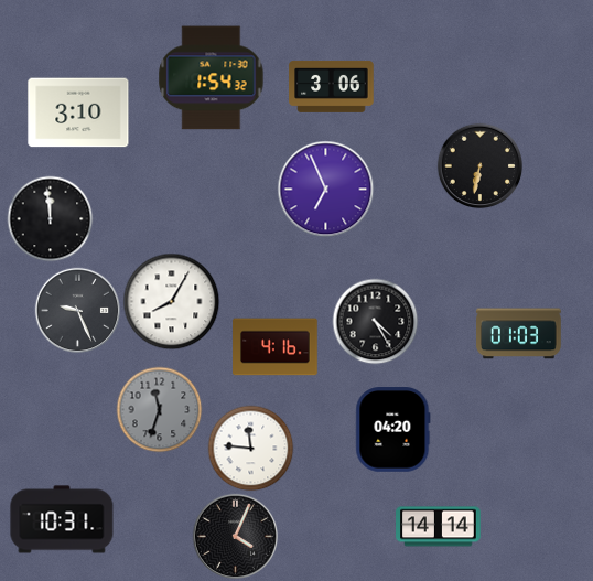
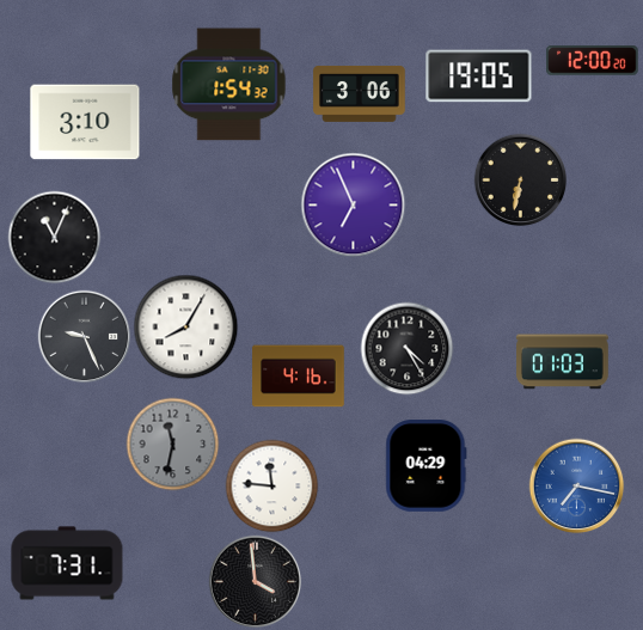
clock at (593, 61): none -> 12:00
clock at (479, 77): none -> 19:05
clock at (50, 218): 11:59 -> 11:04
clock at (159, 409): 11:33 -> 11:32
clock at (393, 430): 04:20 -> 04:29
clock at (576, 485): none -> 7:17
clock at (62, 519): 10:31 -> 7:31
clock at (439, 527): 14:14 -> none
clock at (235, 536): 4:04 -> 3:59
